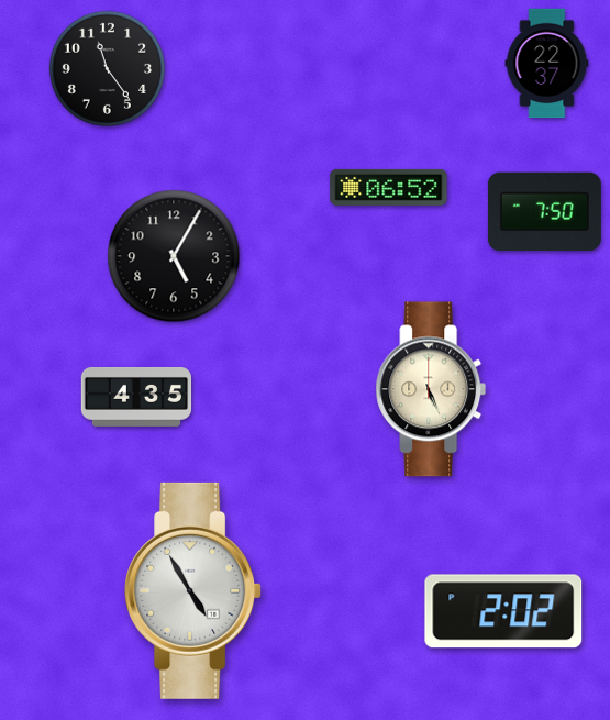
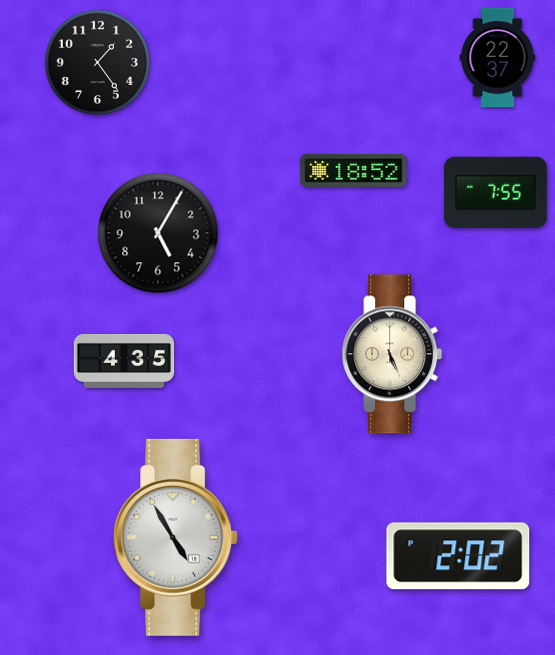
clock at (107, 68): 11:24 -> 1:24
clock at (389, 187): 06:52 -> 18:52
clock at (544, 212): 7:50 -> 7:55
